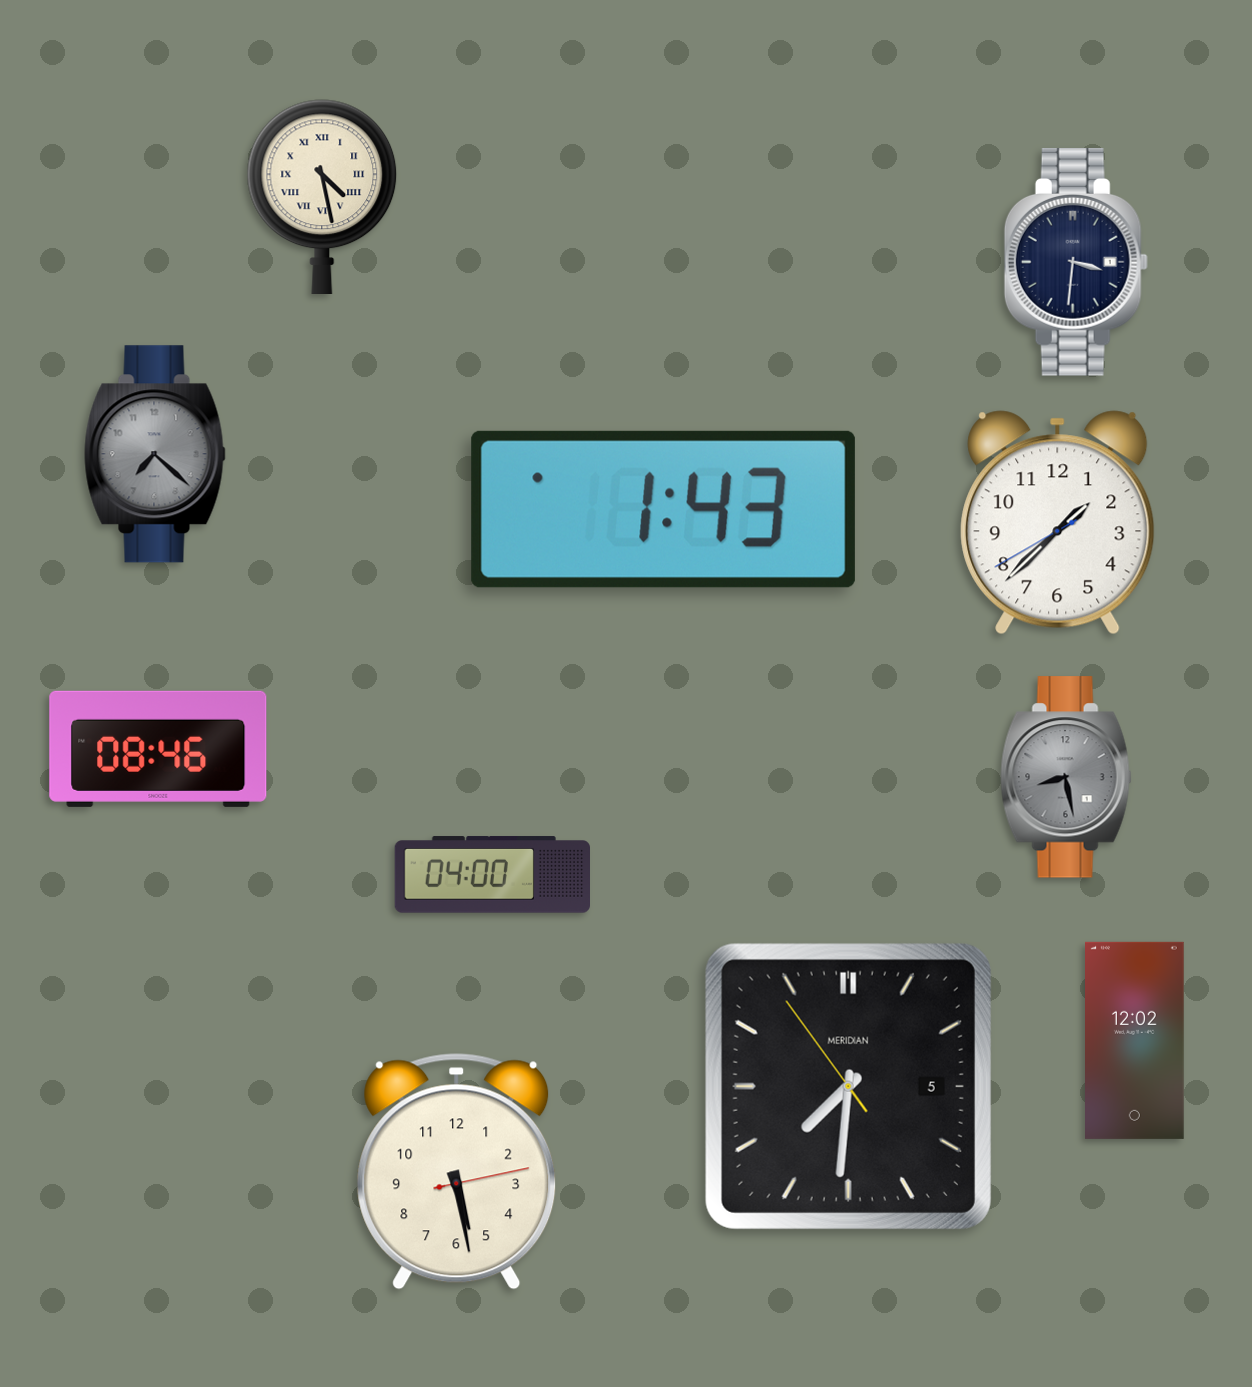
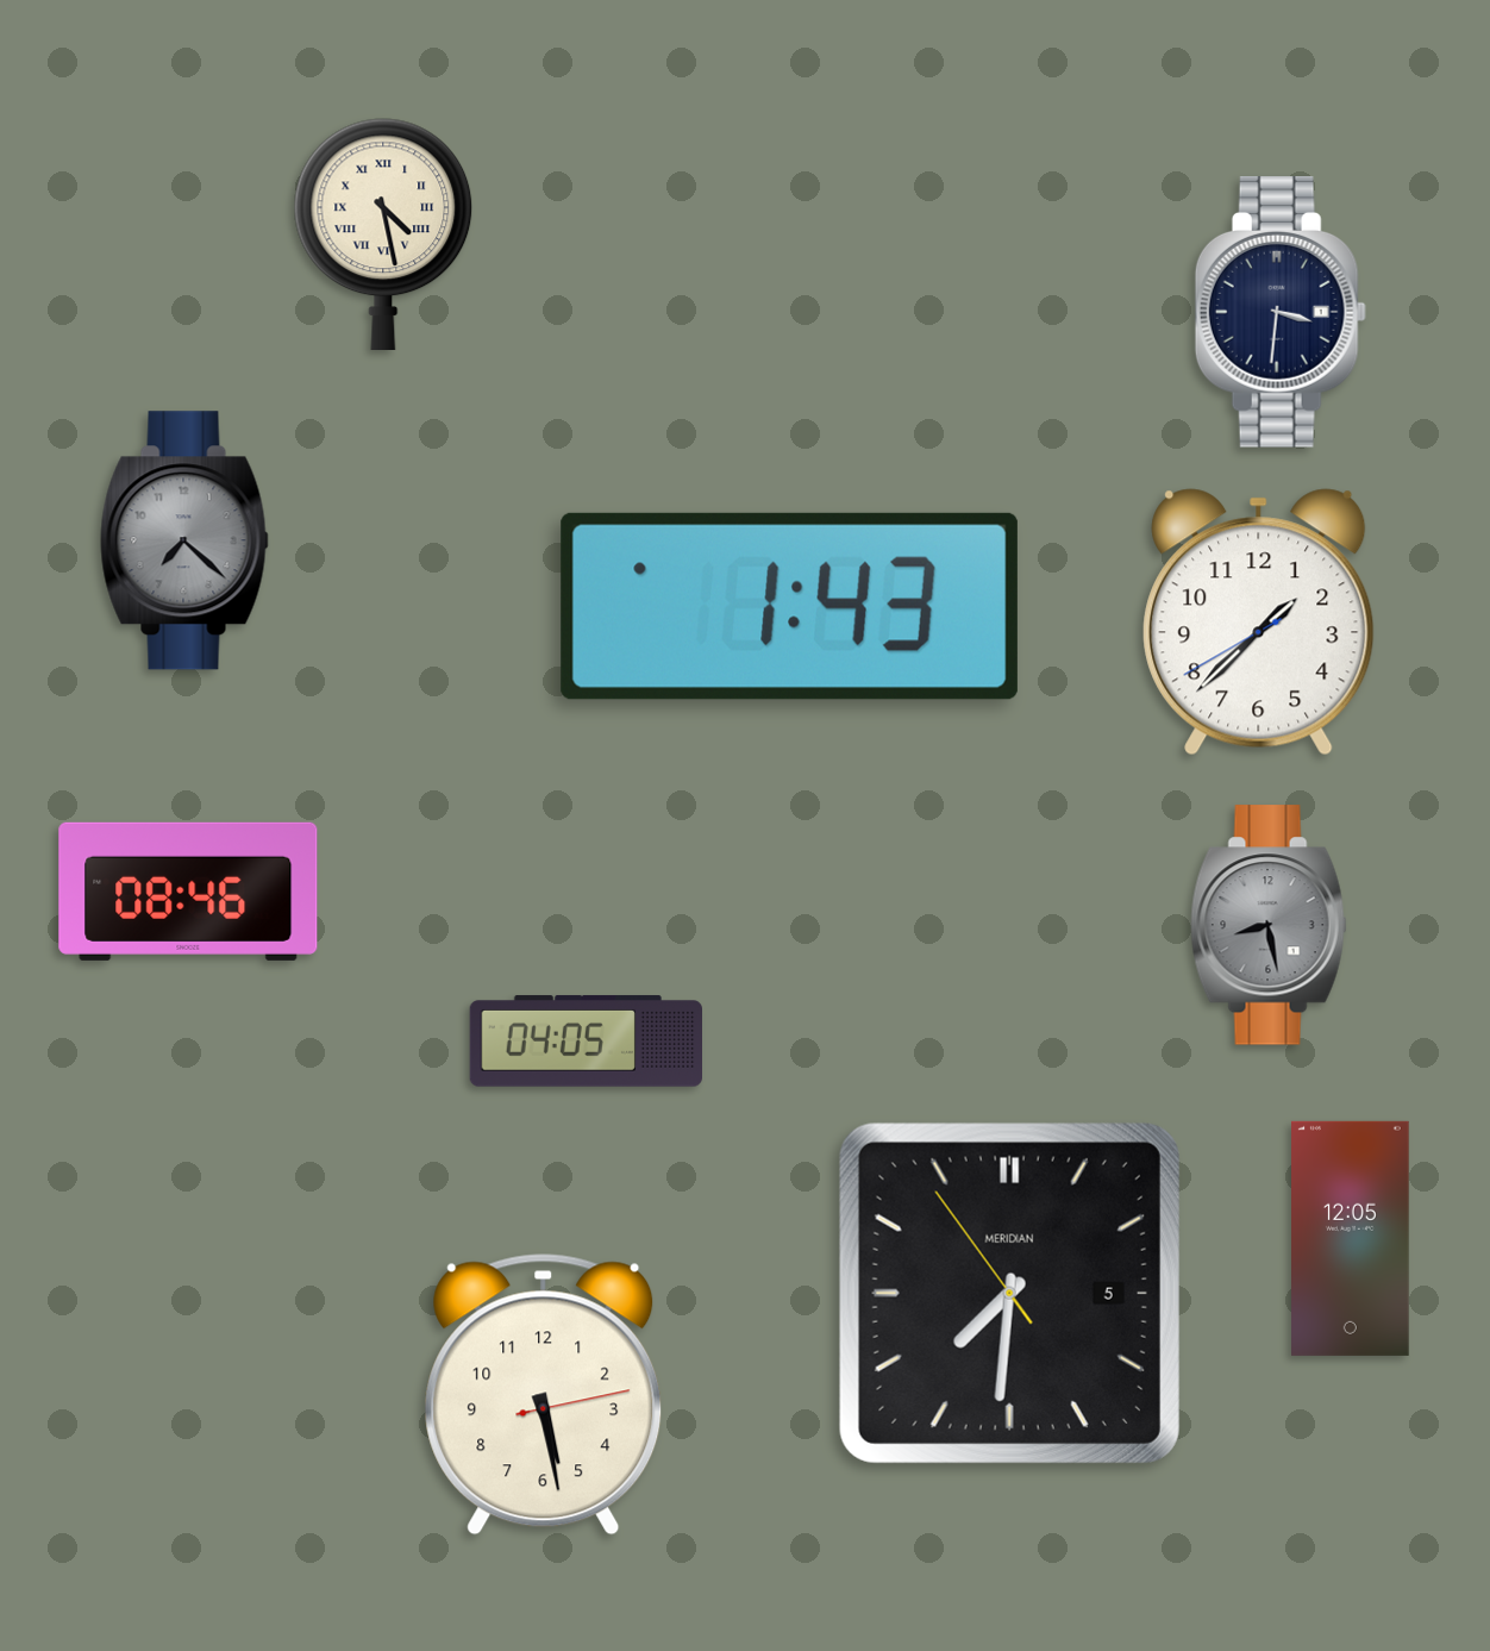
clock at (492, 875): 04:00 -> 04:05
clock at (1135, 1040): 12:02 -> 12:05
